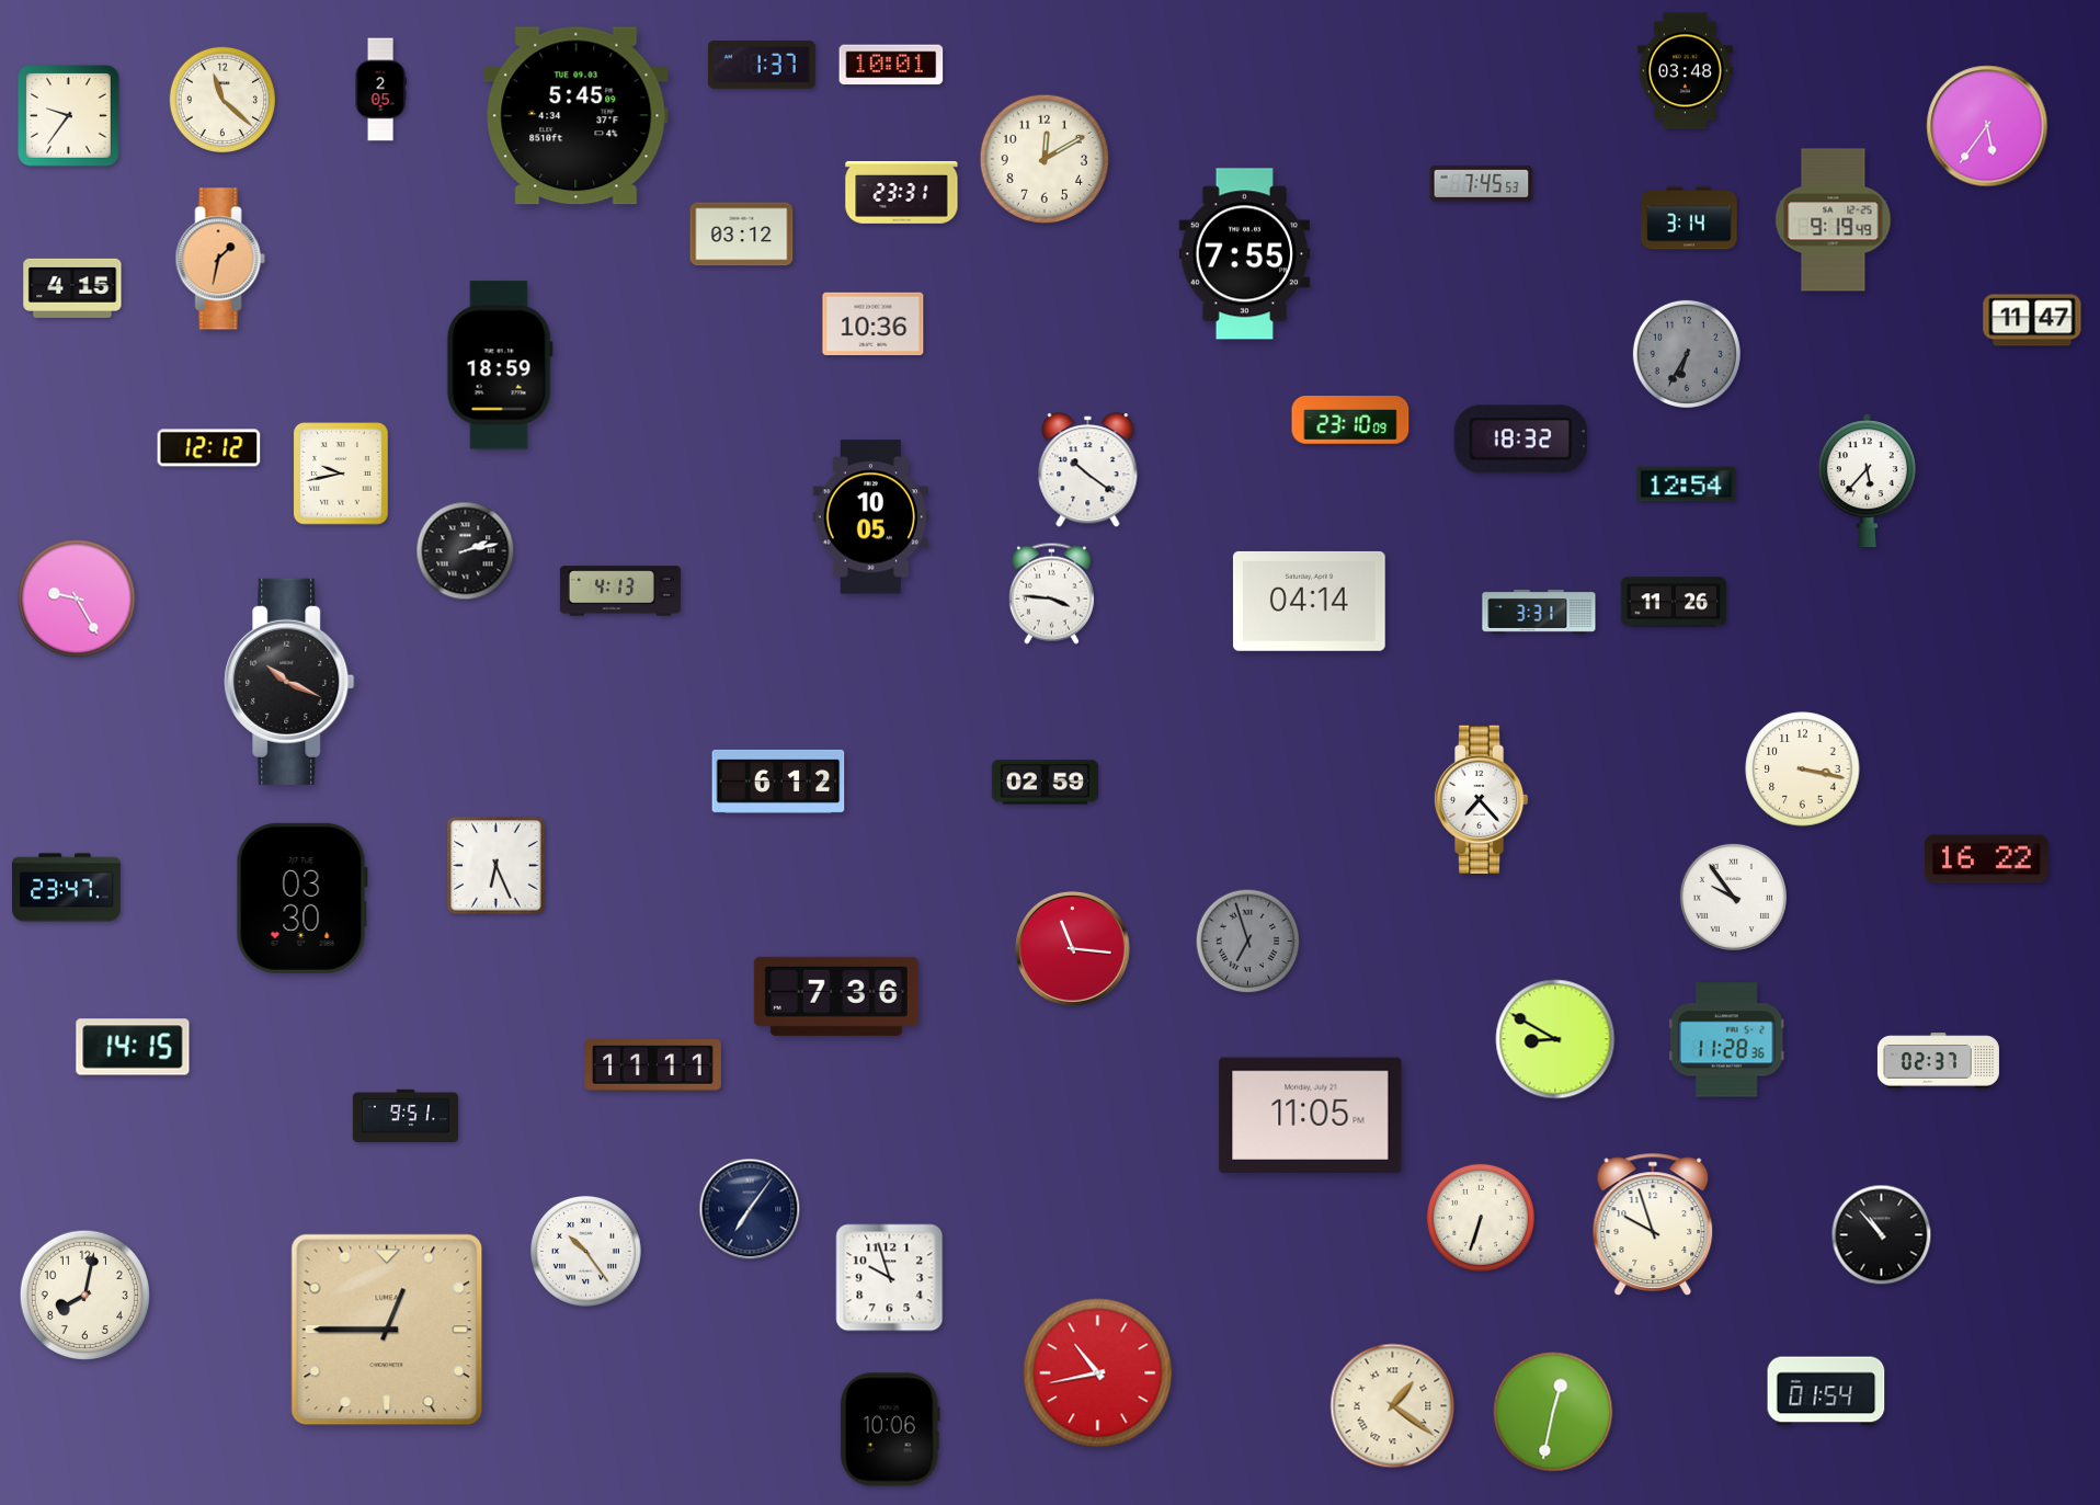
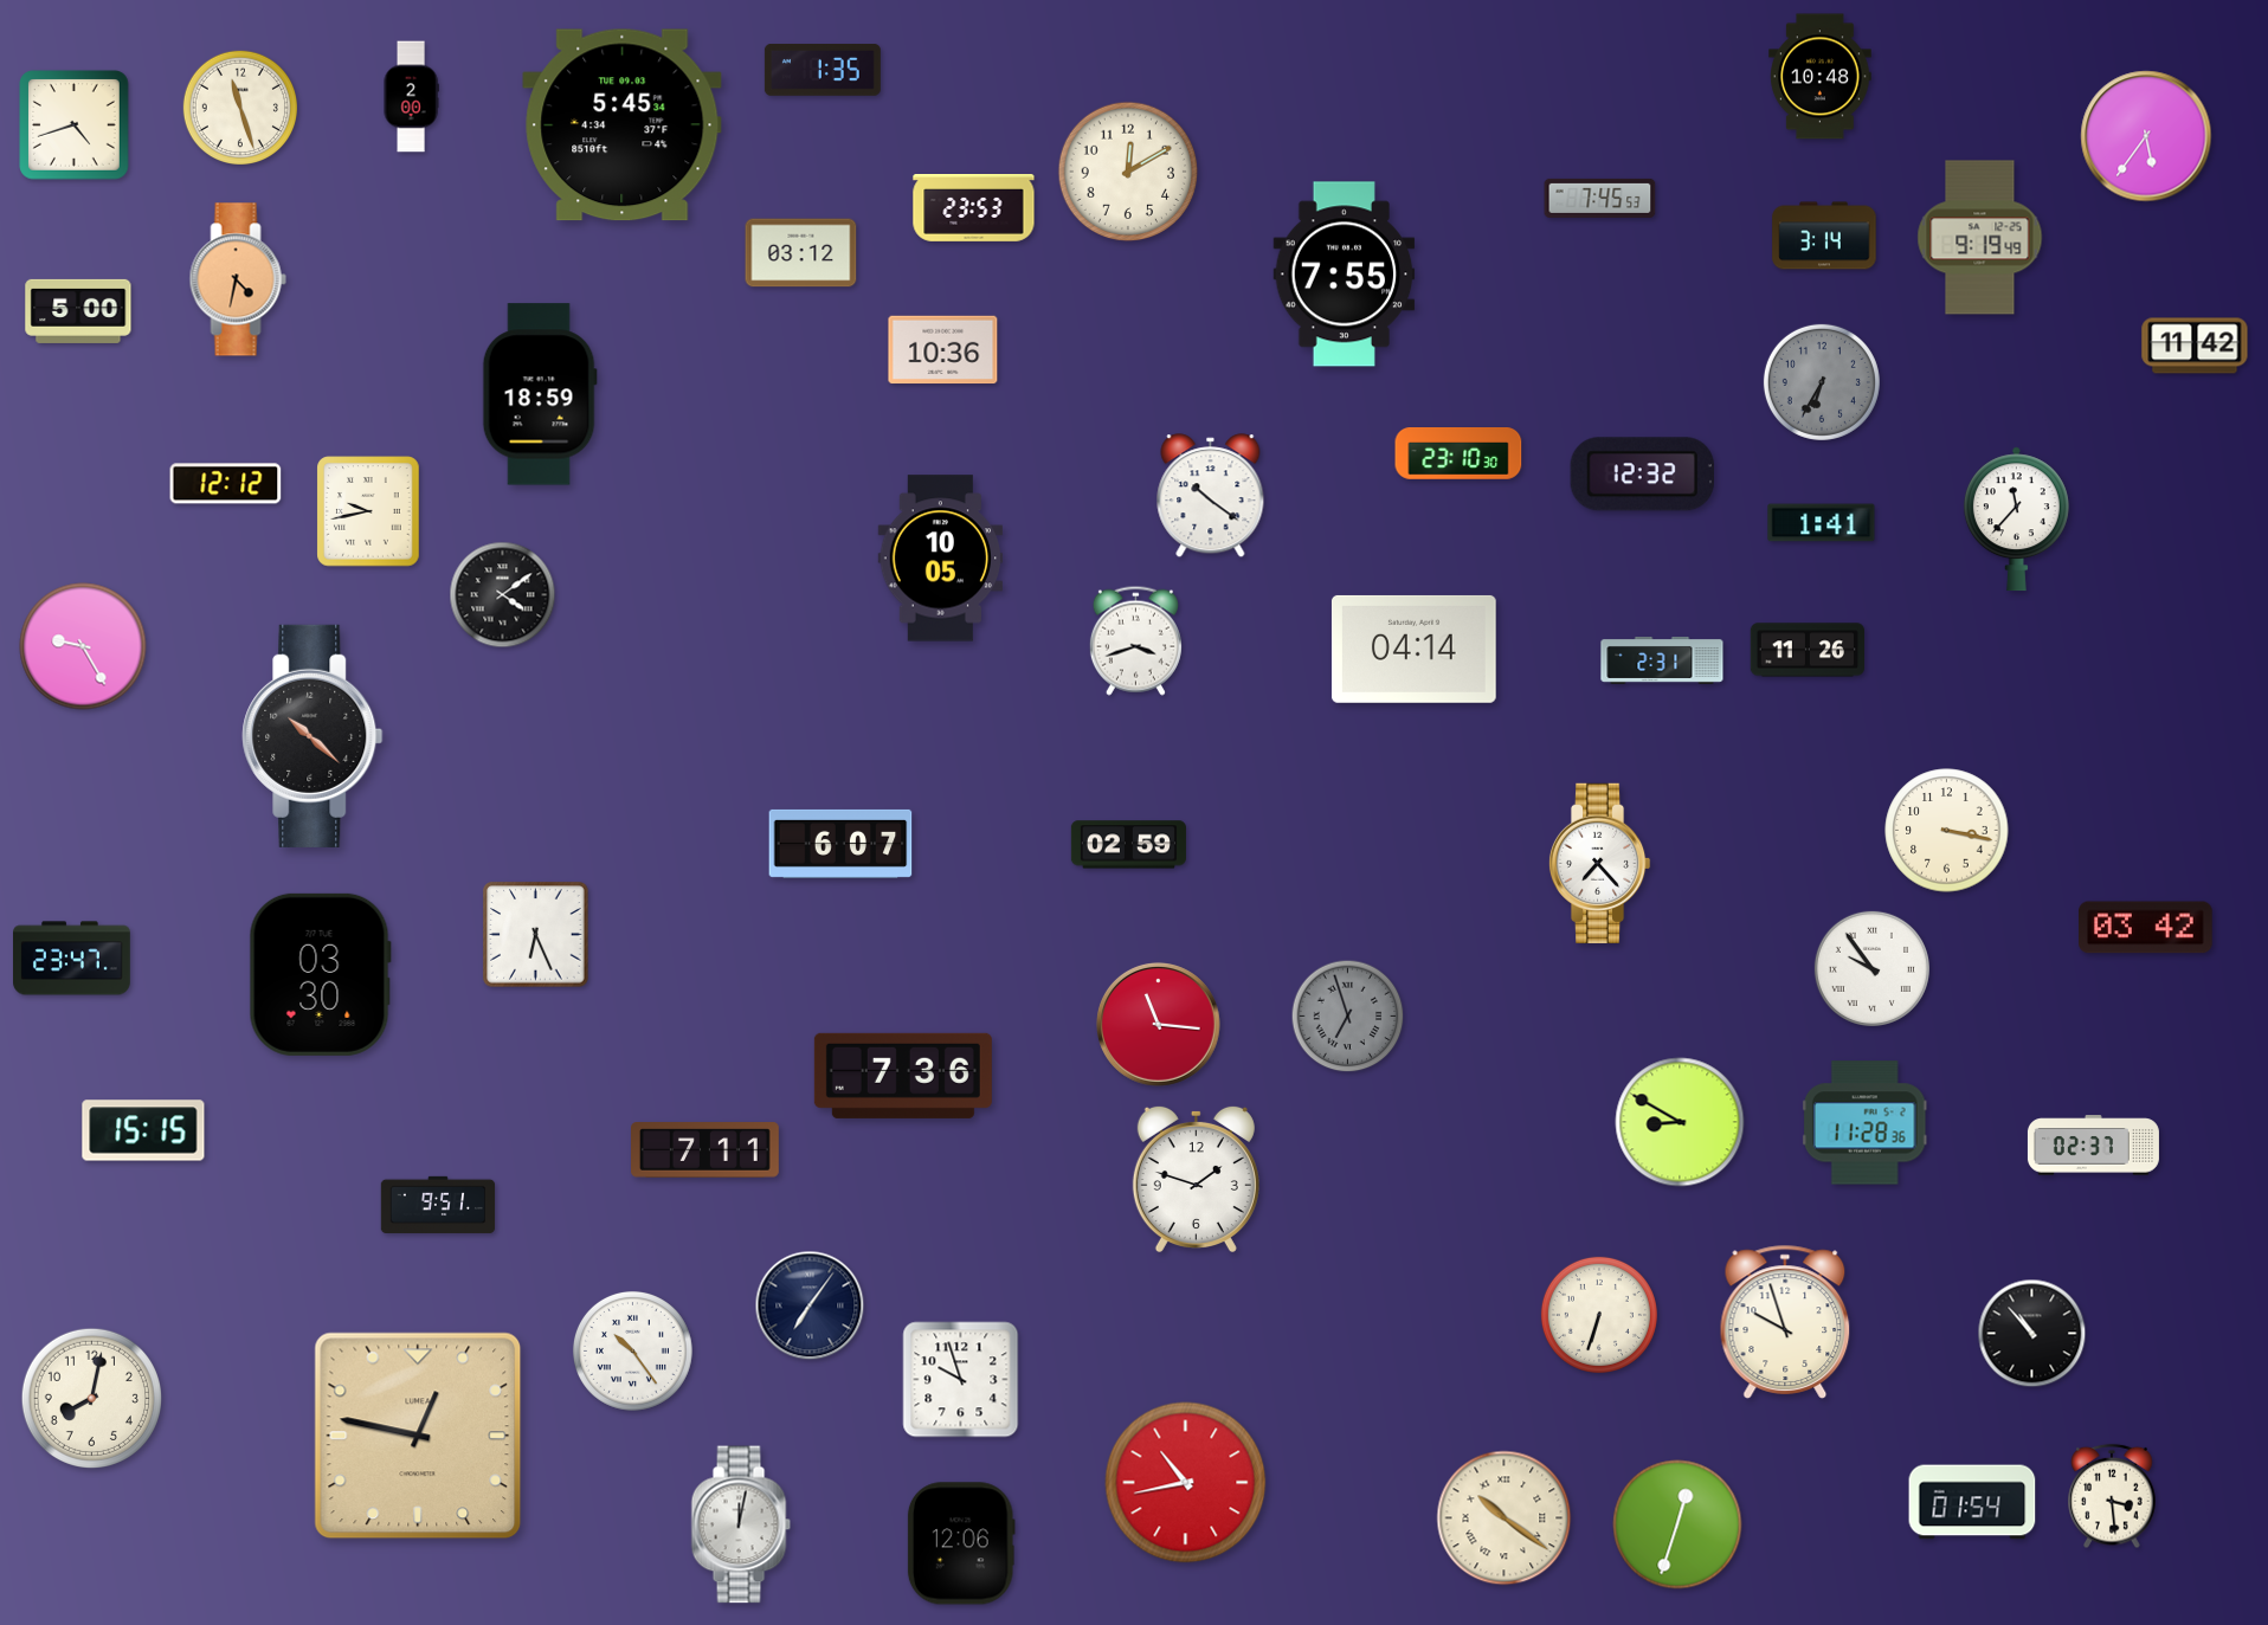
clock at (891, 65): 10:01 -> none
clock at (762, 66): 1:37 -> 1:35
clock at (1686, 71): 03:48 -> 10:48
clock at (380, 90): 2:05 -> 2:00
clock at (221, 99): 11:22 -> 11:27
clock at (69, 116): 9:36 -> 4:42
clock at (577, 116): 5:45:09 -> 5:45:34
clock at (902, 193): 23:31 -> 23:53
clock at (220, 259): 1:32 -> 4:32
clock at (72, 288): 4:15 -> 5:00
clock at (2032, 320): 11:47 -> 11:42
clock at (1350, 421): 23:10:09 -> 23:10:30
clock at (1520, 440): 18:32 -> 12:32
clock at (1088, 470) position: (1088, 470) -> (1211, 496)
clock at (1867, 481): 5:37 -> 11:37
clock at (1687, 484): 12:54 -> 1:41
clock at (466, 551): 2:13 -> 4:09
clock at (620, 591): 4:13 -> none
clock at (1051, 593): 3:46 -> 3:42
clock at (1539, 612): 3:31 -> 2:31
clock at (289, 682): 10:19 -> 10:22
clock at (778, 782): 6:12 -> 6:07
clock at (1987, 859): 16:22 -> 03:42
clock at (301, 898) position: (301, 898) -> (320, 974)
clock at (133, 1047): 14:15 -> 15:15
clock at (653, 1065): 11:11 -> 7:11
clock at (1196, 1179): none -> 1:48
clock at (1311, 1116): 11:05 -> none
clock at (387, 1330): 12:45 -> 12:47
clock at (2112, 1496): none -> 3:29
clock at (1393, 1406): 1:21 -> 10:21
clock at (741, 1524): none -> 12:02
clock at (1553, 1412): 12:32 -> 12:33
clock at (890, 1429): 10:06 -> 12:06
